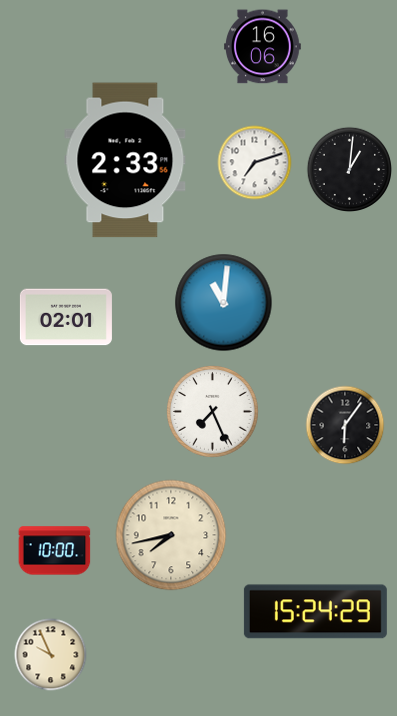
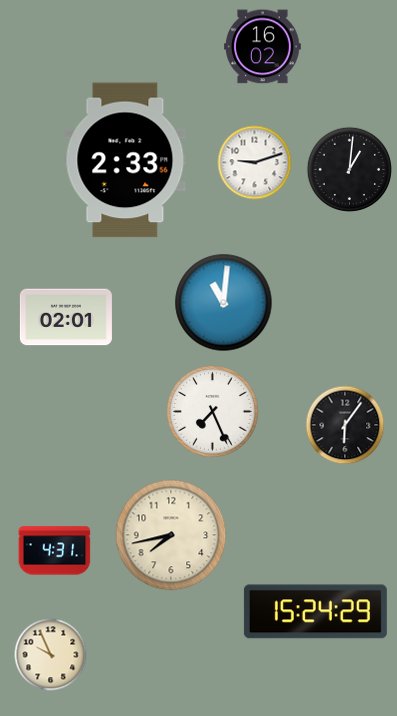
clock at (263, 47): 16:06 -> 16:02
clock at (255, 163): 7:12 -> 9:12
clock at (55, 551): 10:00 -> 4:31
